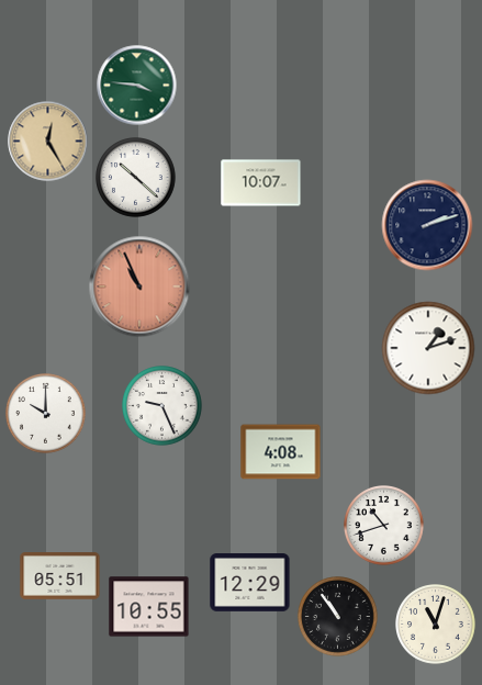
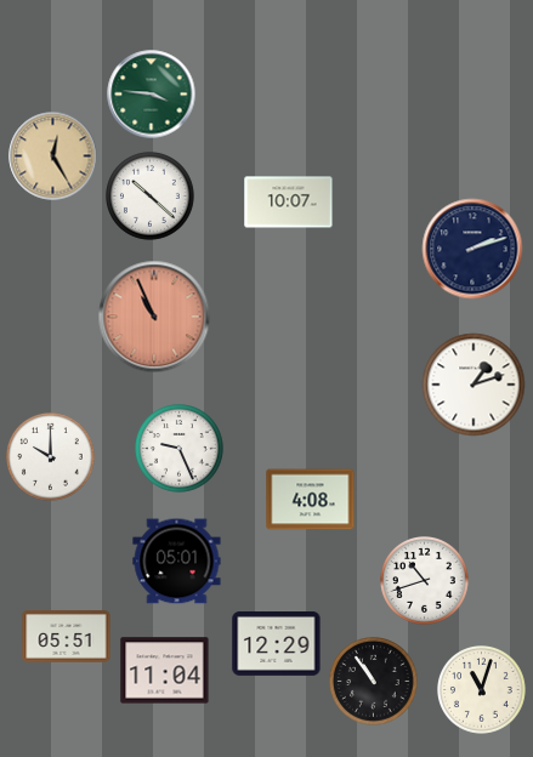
clock at (177, 562): none -> 05:01
clock at (149, 607): 10:55 -> 11:04
